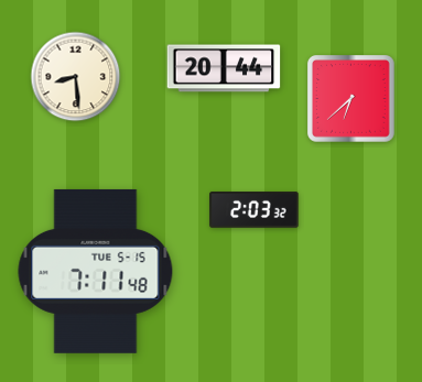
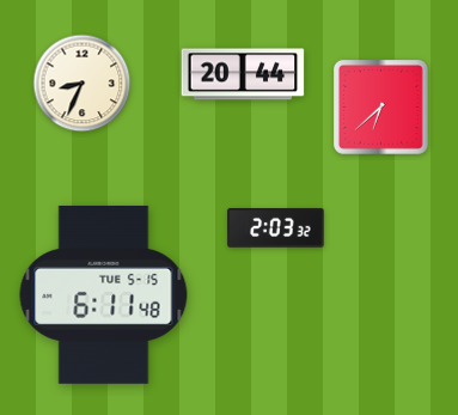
clock at (76, 77): 8:29 -> 8:34
clock at (96, 271): 7:11 -> 6:11
